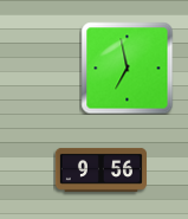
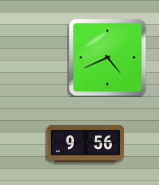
clock at (127, 67): 6:58 -> 4:41
